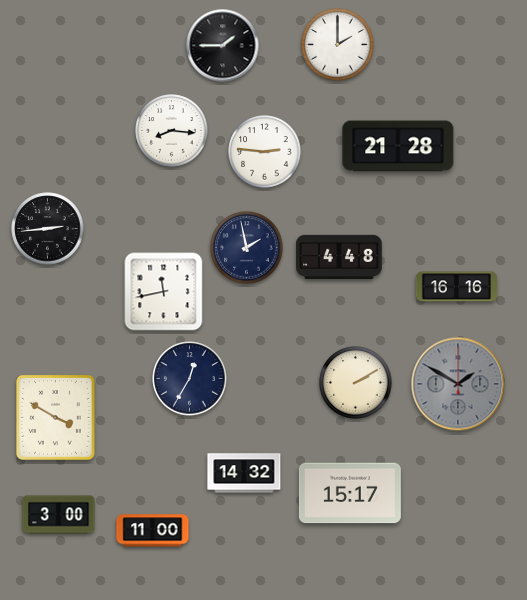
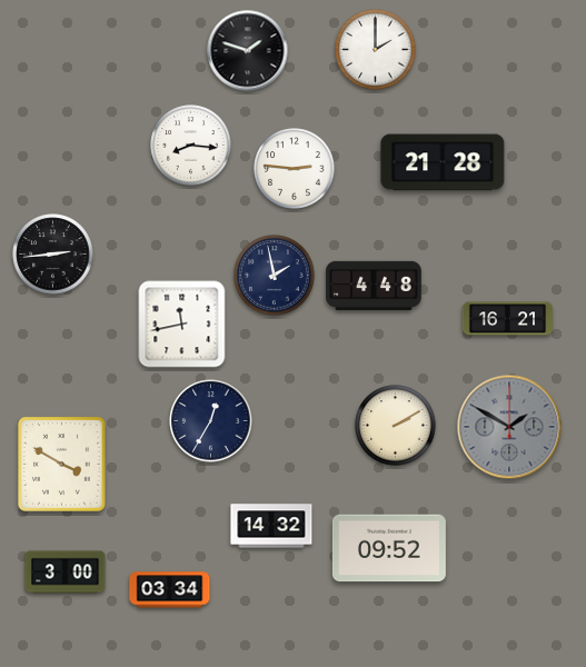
clock at (223, 46): 1:45 -> 1:48
clock at (339, 256) position: (339, 256) -> (374, 285)
clock at (456, 287): 16:16 -> 16:21
clock at (350, 493): 15:17 -> 09:52
clock at (153, 531): 11:00 -> 03:34
